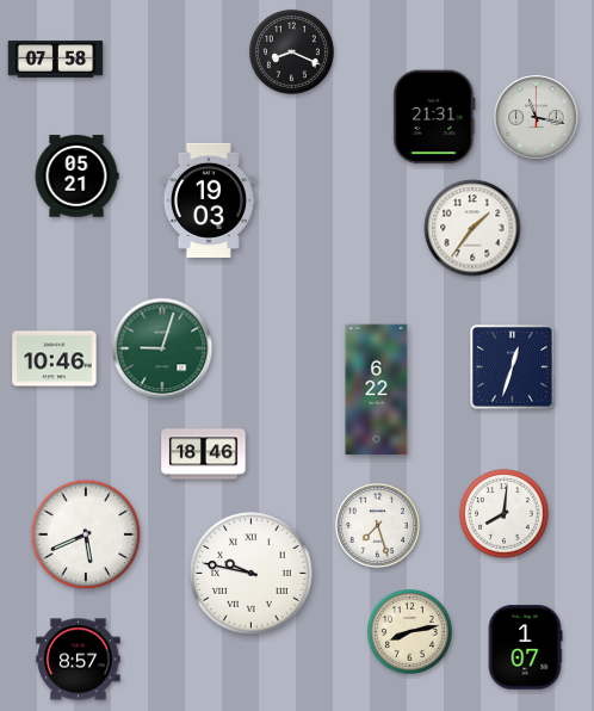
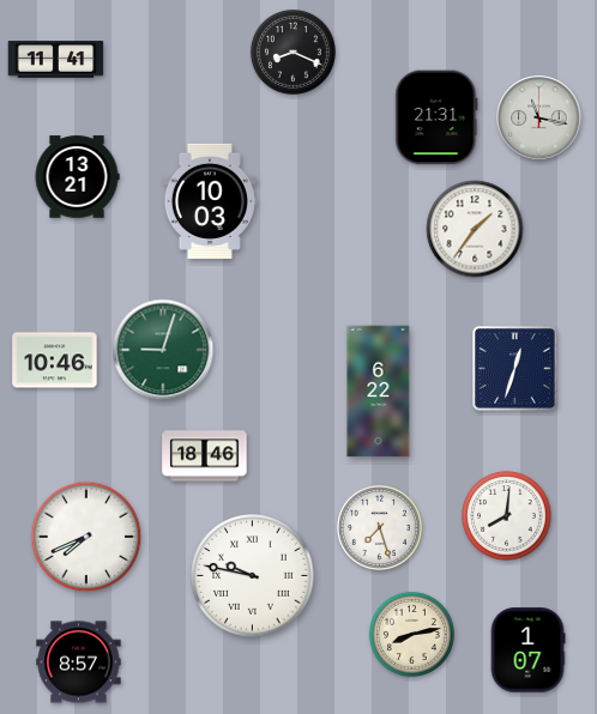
clock at (56, 60): 07:58 -> 11:41
clock at (76, 177): 05:21 -> 13:21
clock at (209, 200): 19:03 -> 10:03
clock at (86, 534): 5:41 -> 7:41
